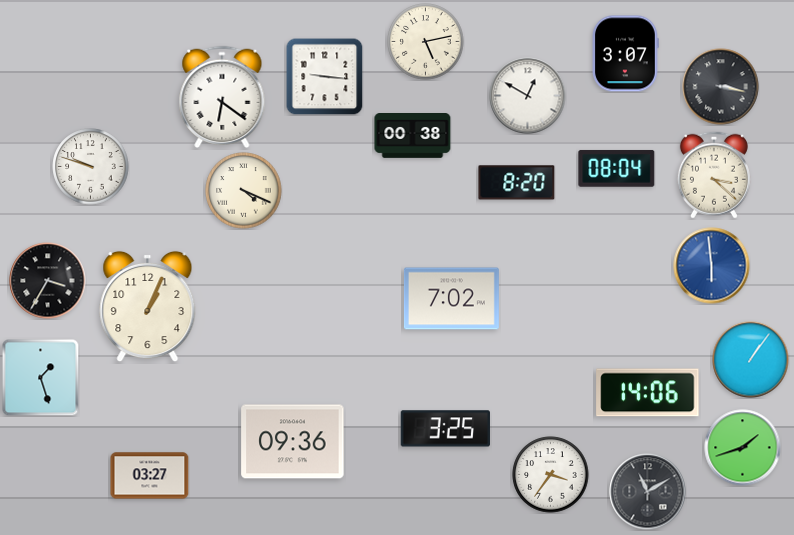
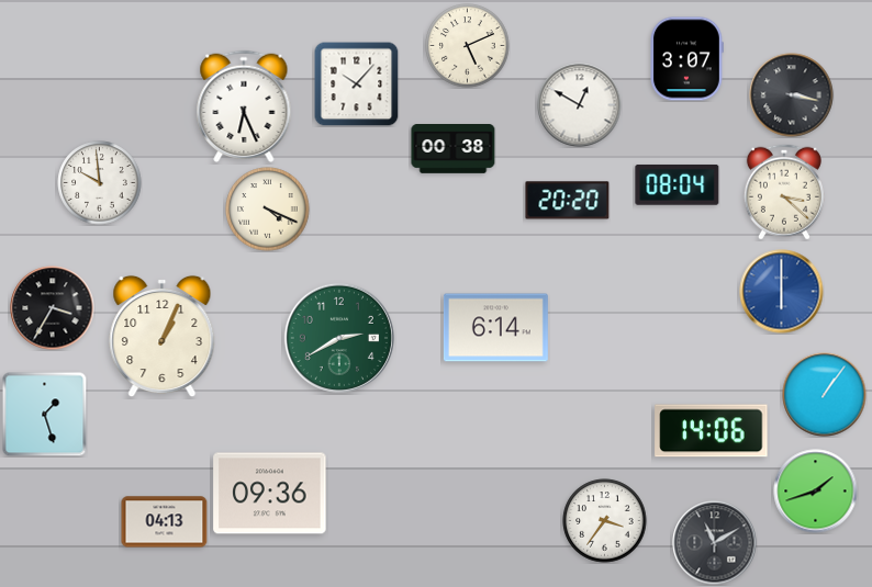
clock at (426, 42): 5:13 -> 5:11
clock at (324, 76): 9:16 -> 10:07
clock at (222, 96): 6:21 -> 6:26
clock at (91, 167): 9:48 -> 9:59
clock at (517, 183): 8:20 -> 20:20
clock at (712, 266): 5:59 -> 6:00
clock at (451, 299): 7:02 -> 6:14
clock at (339, 338): none -> 2:40
clock at (445, 429): 3:25 -> none
clock at (293, 442) position: (293, 442) -> (270, 494)
clock at (150, 476): 03:27 -> 04:13
clock at (648, 492) position: (648, 492) -> (715, 543)
